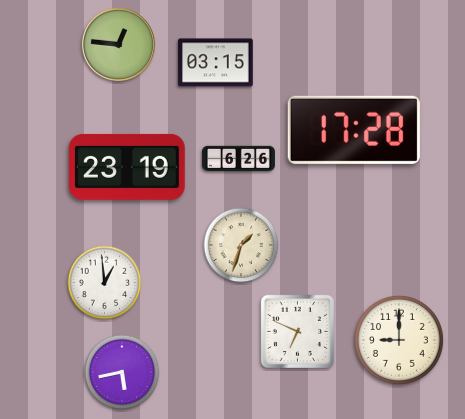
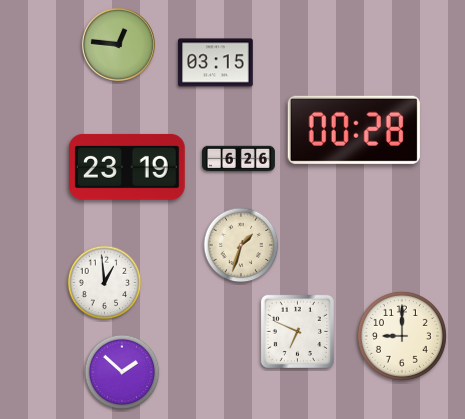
clock at (354, 130): 17:28 -> 00:28
clock at (399, 340) position: (399, 340) -> (402, 336)
clock at (122, 372): 5:43 -> 1:52
